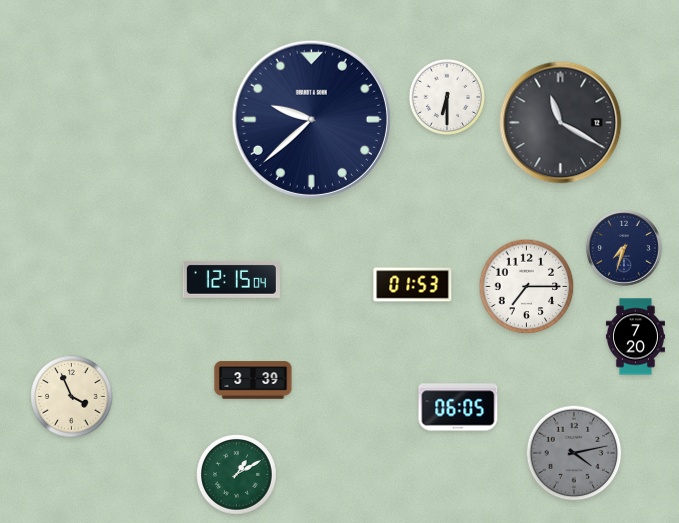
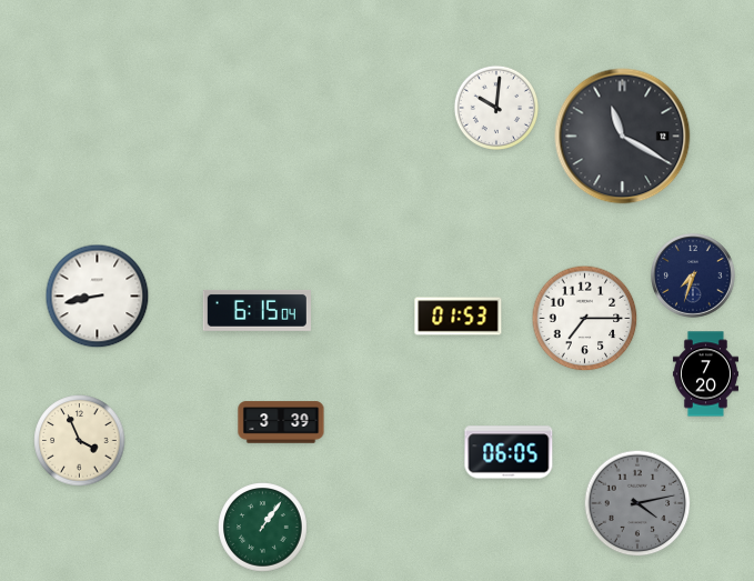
clock at (446, 96): 6:30 -> 10:01
clock at (311, 119): 9:38 -> none
clock at (98, 297): none -> 8:43
clock at (231, 279): 12:15 -> 6:15
clock at (237, 475): 1:10 -> 1:06
